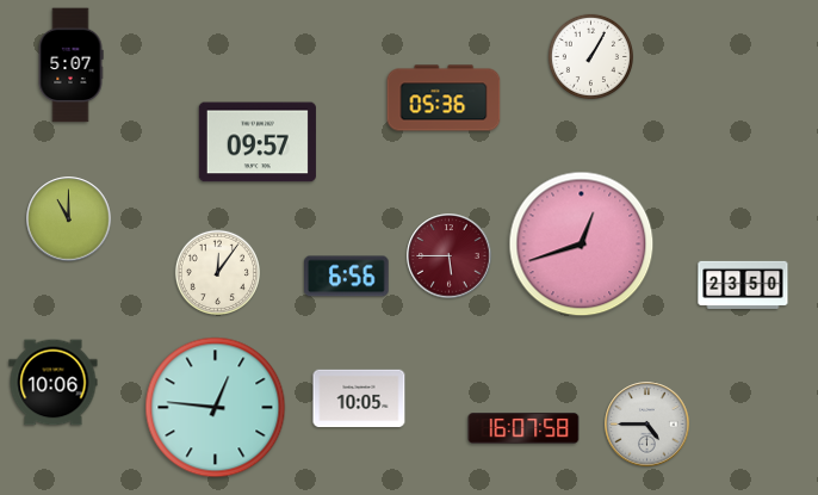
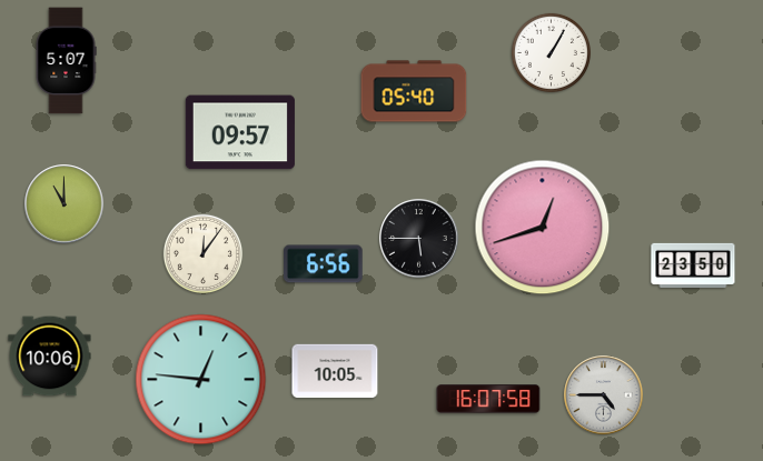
clock at (444, 98): 05:36 -> 05:40
clock at (450, 256) dial: burgundy -> black
clock at (347, 277) position: (347, 277) -> (324, 264)
